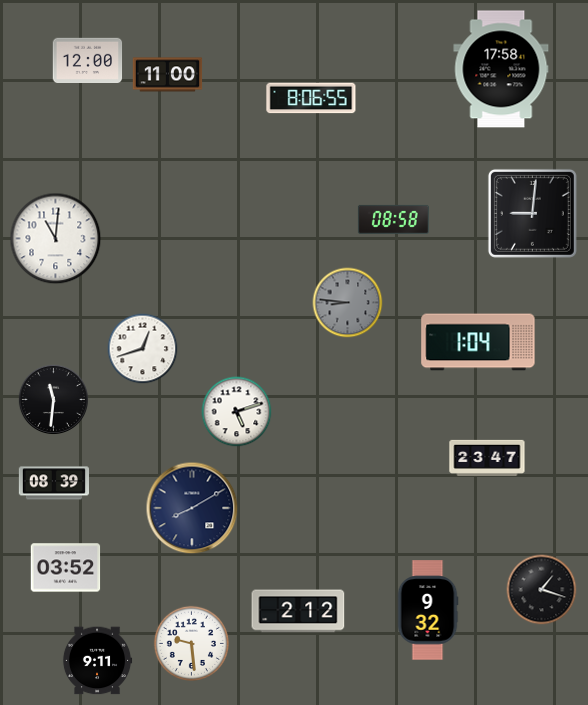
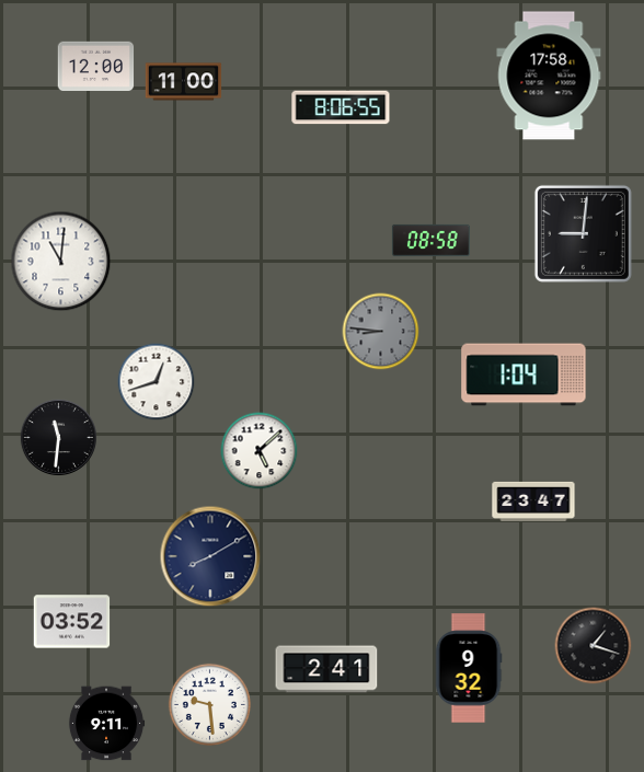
clock at (237, 412): 5:12 -> 5:08
clock at (53, 483): 08:39 -> none
clock at (298, 611): 2:12 -> 2:41
